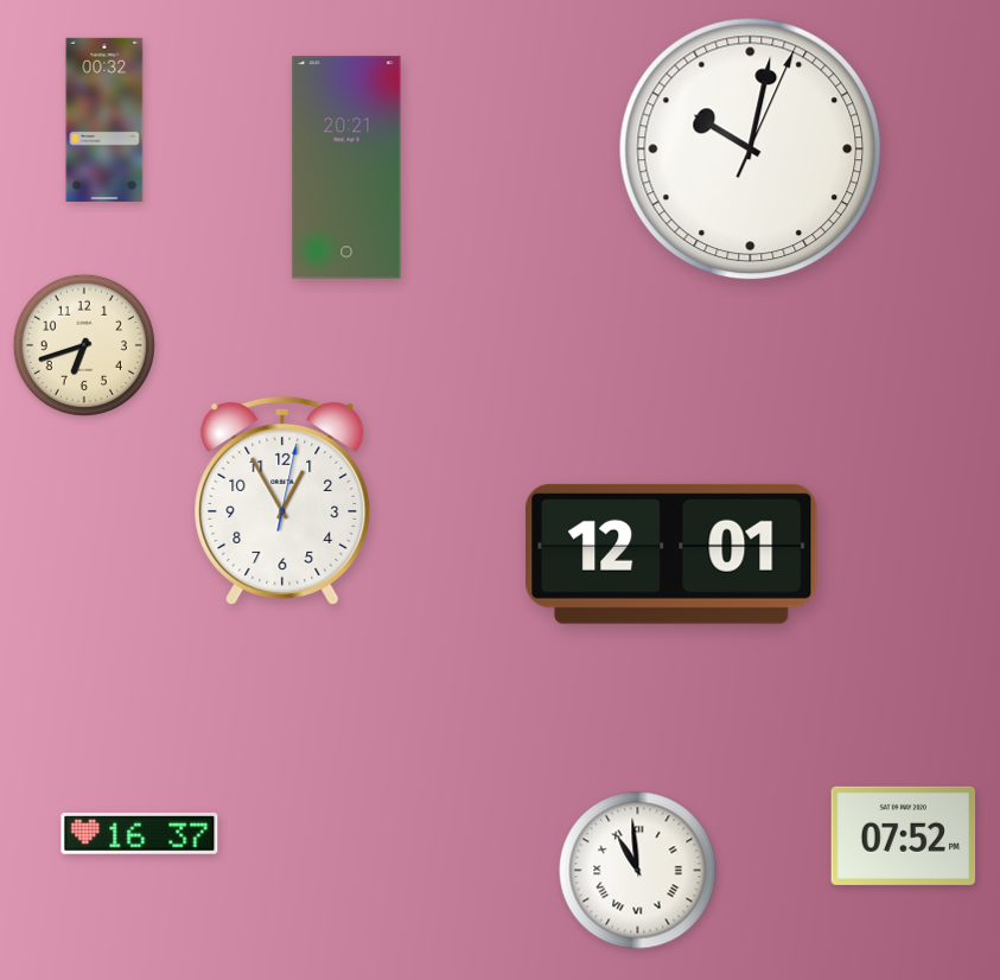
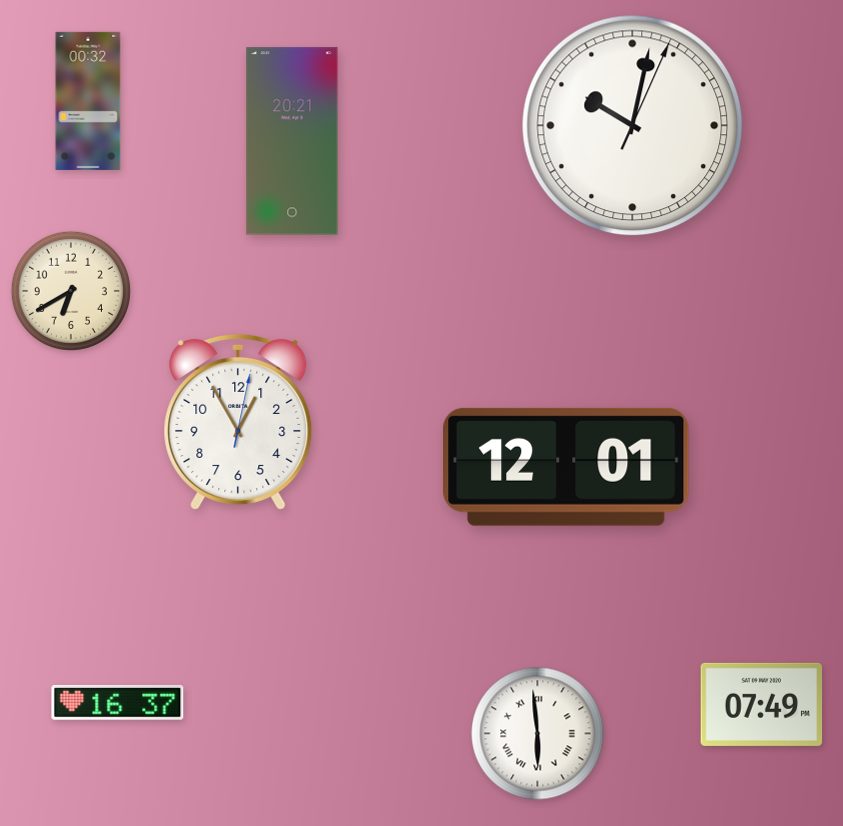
clock at (84, 345): 6:42 -> 6:40
clock at (904, 835): 07:52 -> 07:49
clock at (638, 871): 10:59 -> 5:59
